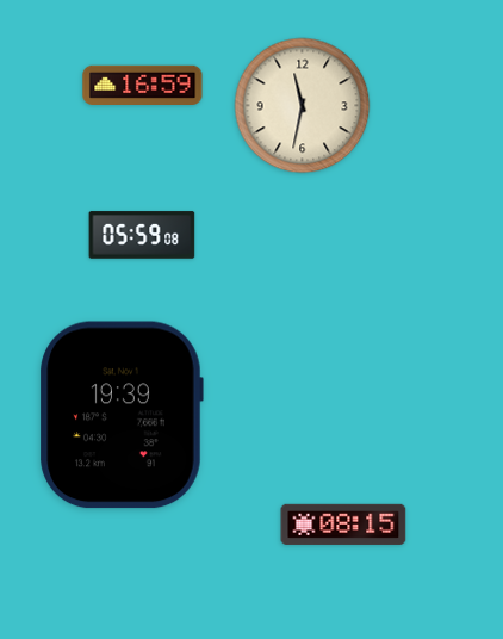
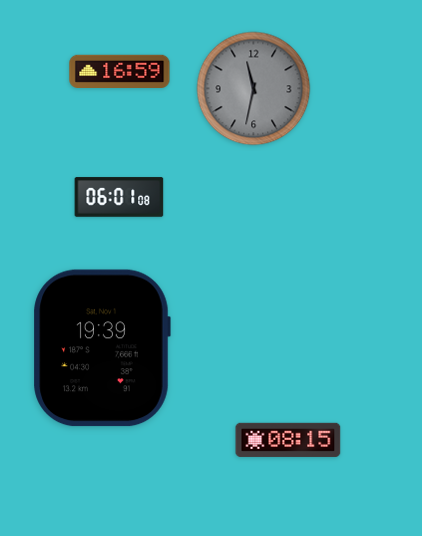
clock at (303, 106) dial: cream -> grey
clock at (142, 235): 05:59 -> 06:01
